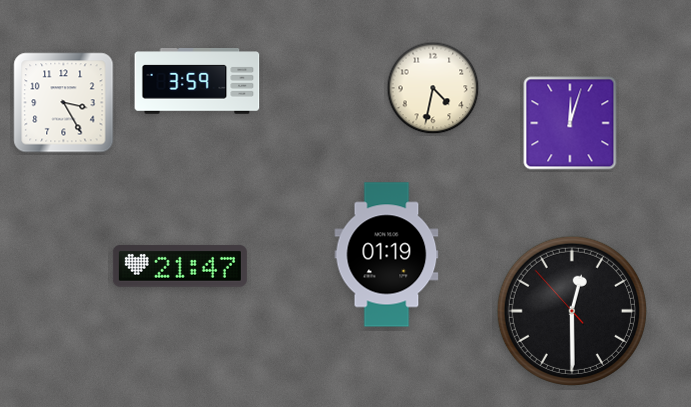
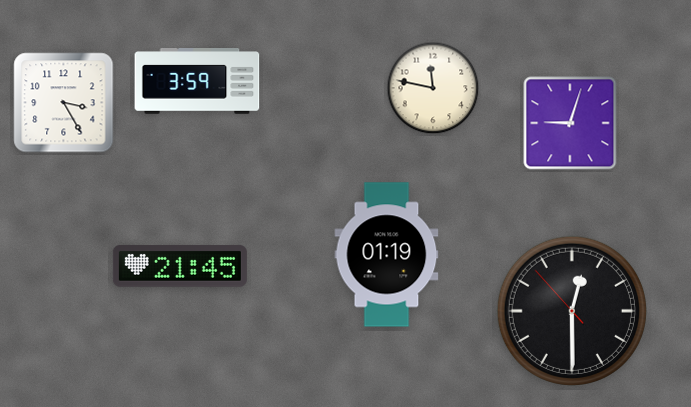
clock at (433, 88): 4:32 -> 11:47
clock at (570, 123): 12:03 -> 9:03
clock at (180, 266): 21:47 -> 21:45
